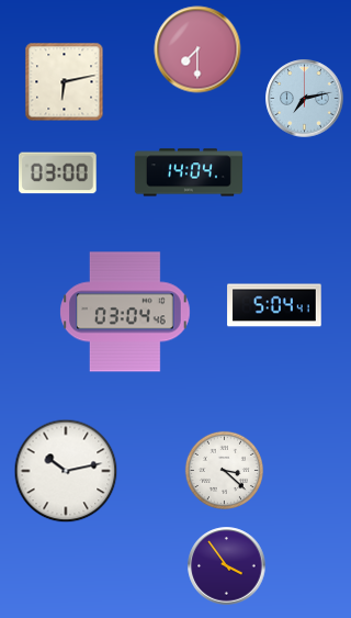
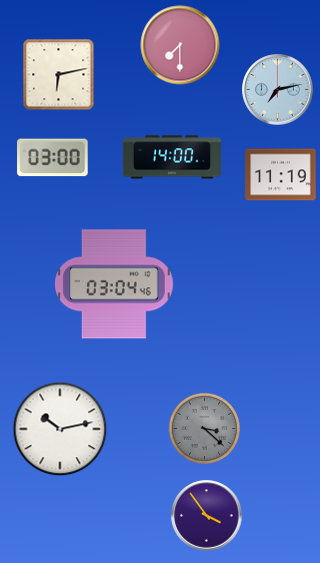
clock at (189, 172): 14:04 -> 14:00
clock at (281, 175): none -> 11:19
clock at (274, 305): 5:04 -> none
clock at (224, 470) dial: white -> grey
